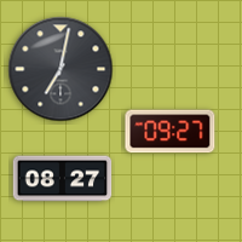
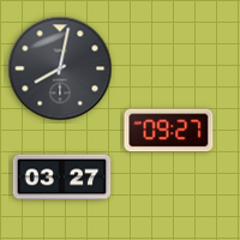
clock at (60, 69): 7:02 -> 8:02
clock at (63, 179): 08:27 -> 03:27
